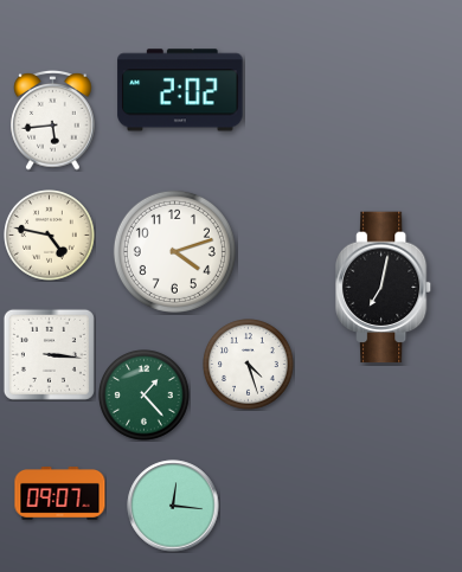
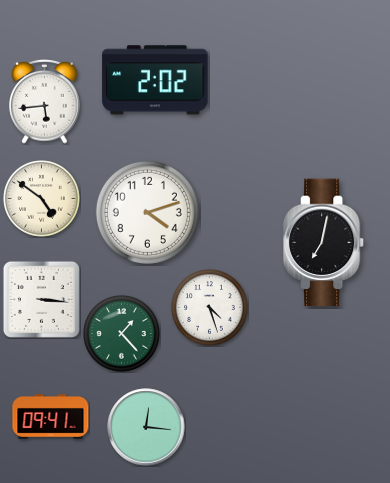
clock at (180, 90) position: (180, 90) -> (155, 80)
clock at (50, 236): 4:47 -> 4:51
clock at (60, 494): 09:07 -> 09:41
